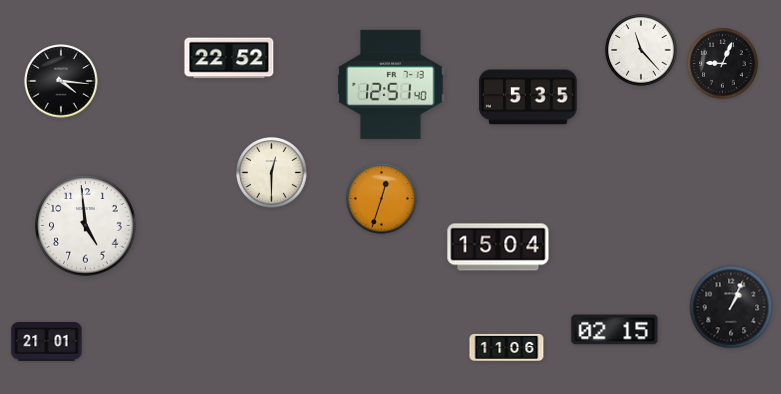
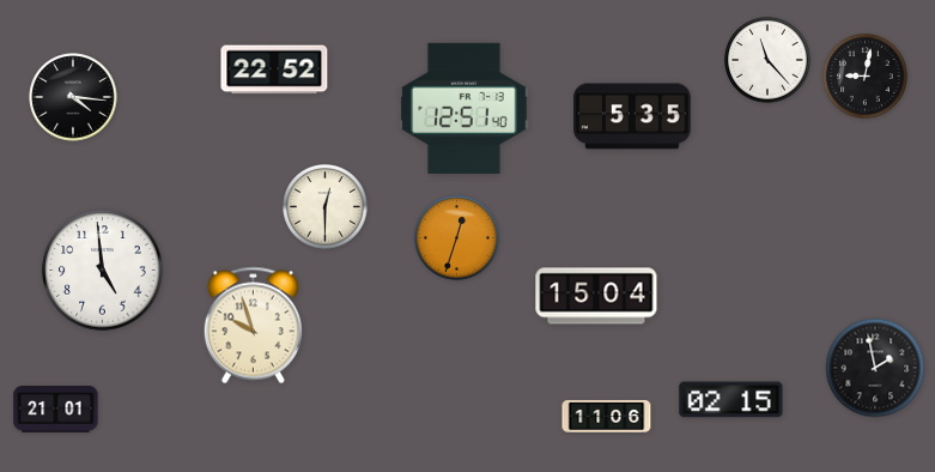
clock at (723, 64): 9:04 -> 9:02
clock at (391, 84) position: (391, 84) -> (465, 108)
clock at (253, 326): none -> 9:57
clock at (731, 307): 1:04 -> 1:58
clock at (615, 330) position: (615, 330) -> (731, 400)
